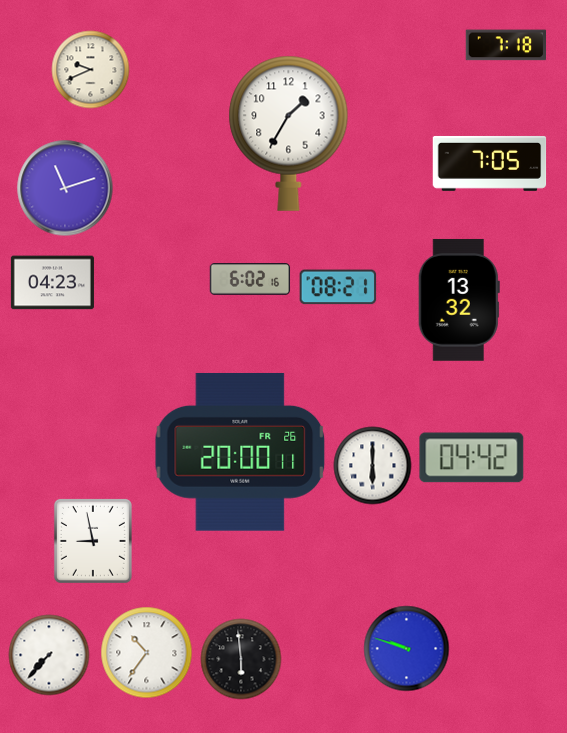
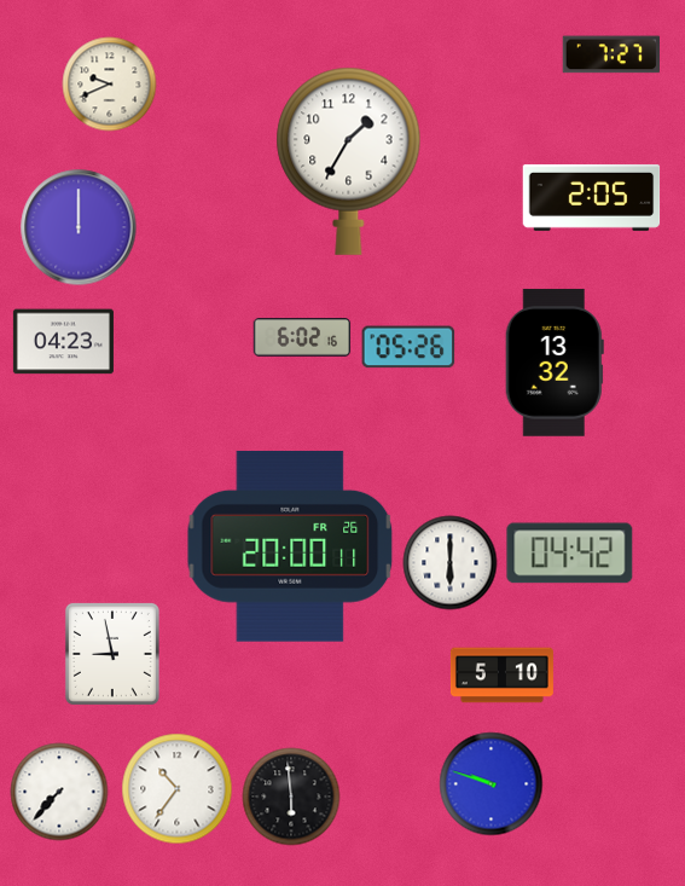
clock at (505, 45): 7:18 -> 7:27
clock at (490, 163): 7:05 -> 2:05
clock at (65, 188): 11:12 -> 12:00
clock at (338, 287): 08:21 -> 05:26
clock at (501, 676): none -> 5:10
